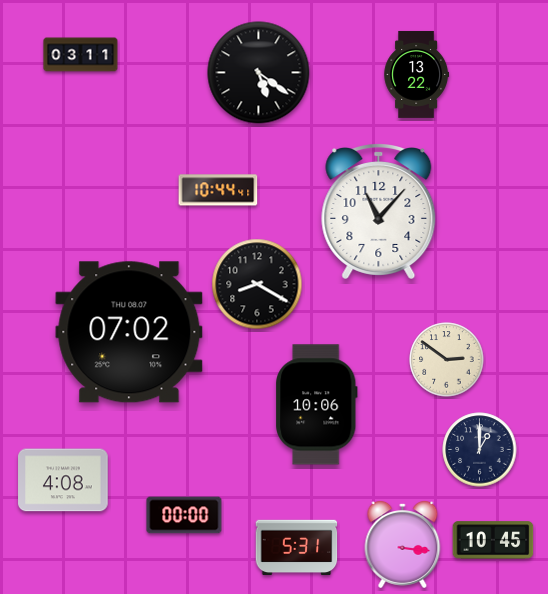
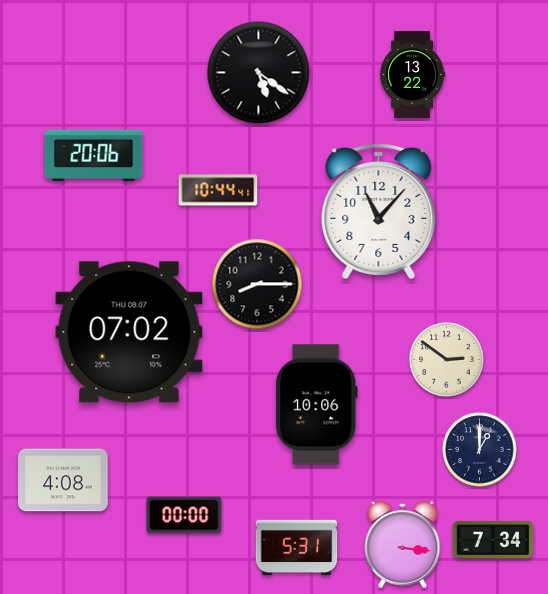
clock at (81, 55): 03:11 -> none
clock at (417, 74) position: (417, 74) -> (413, 74)
clock at (94, 155): none -> 20:06
clock at (257, 284): 8:20 -> 8:15
clock at (493, 540): 10:45 -> 7:34
